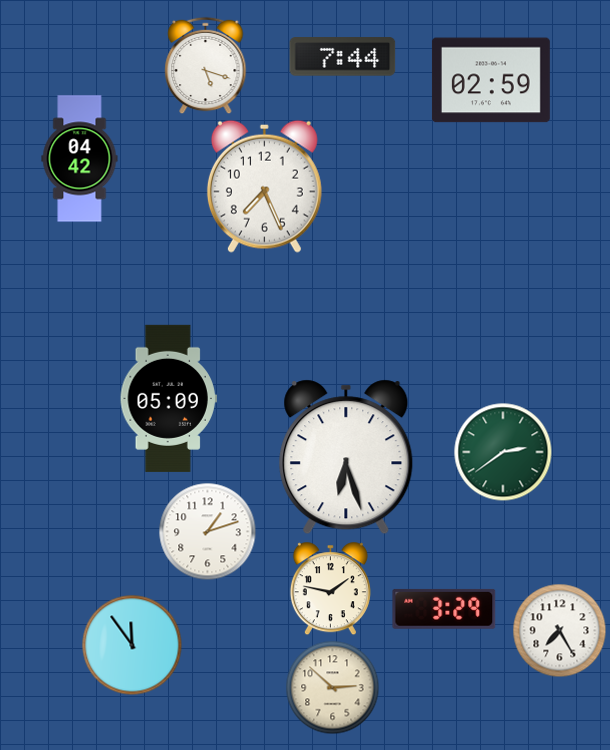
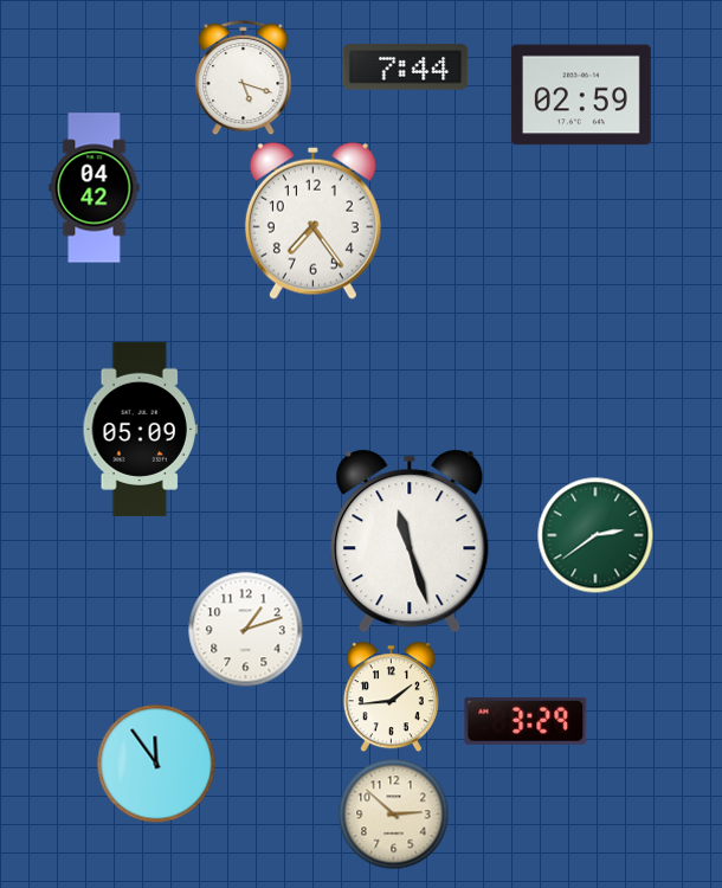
clock at (264, 186): 7:26 -> 7:24
clock at (168, 398) position: (168, 398) -> (140, 429)
clock at (346, 457): 6:27 -> 11:27
clock at (330, 589): 1:47 -> 1:44
clock at (560, 631): 7:25 -> none
